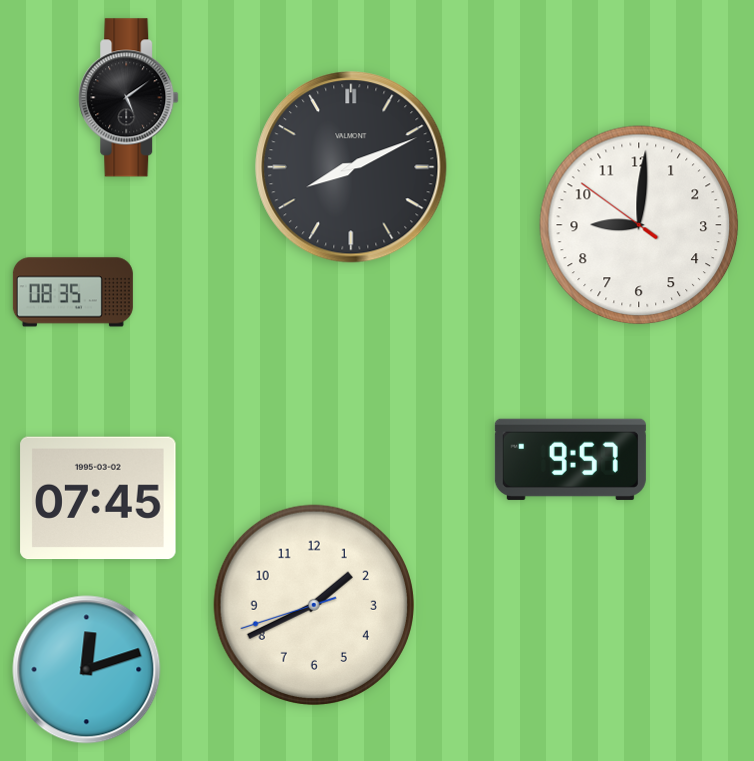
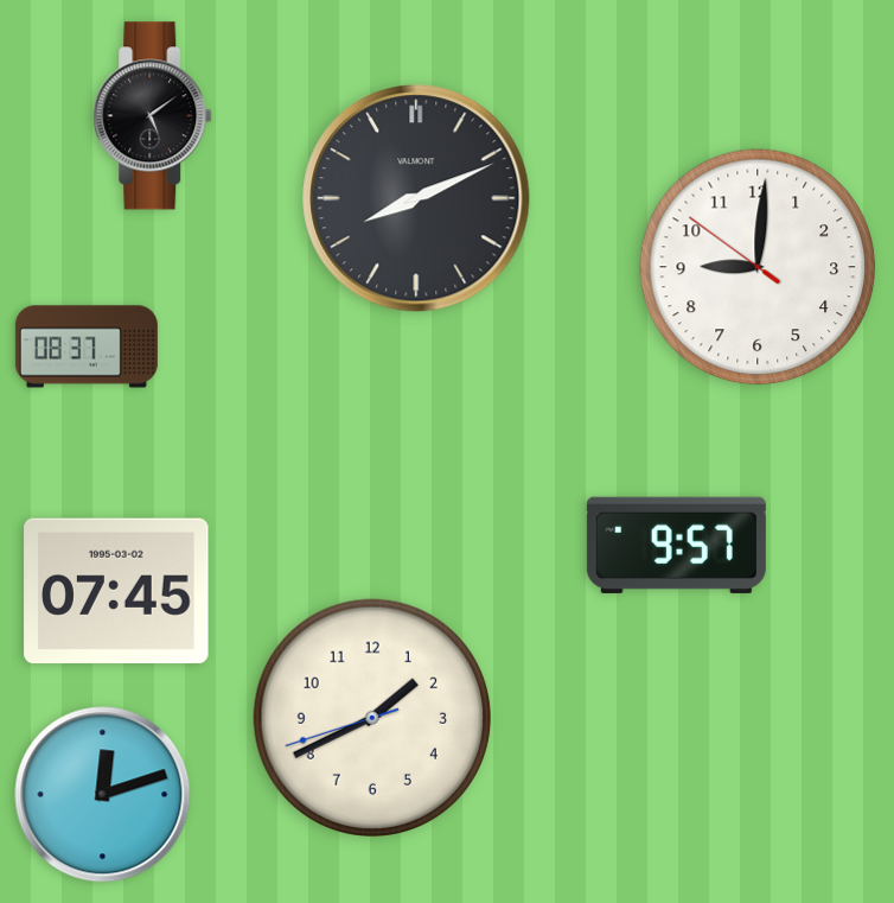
clock at (73, 292): 08:35 -> 08:37
